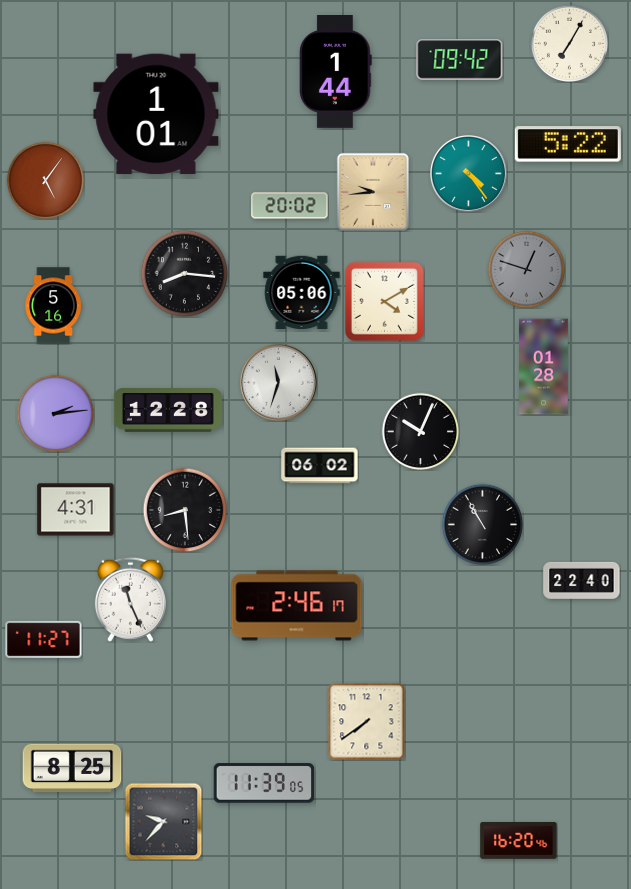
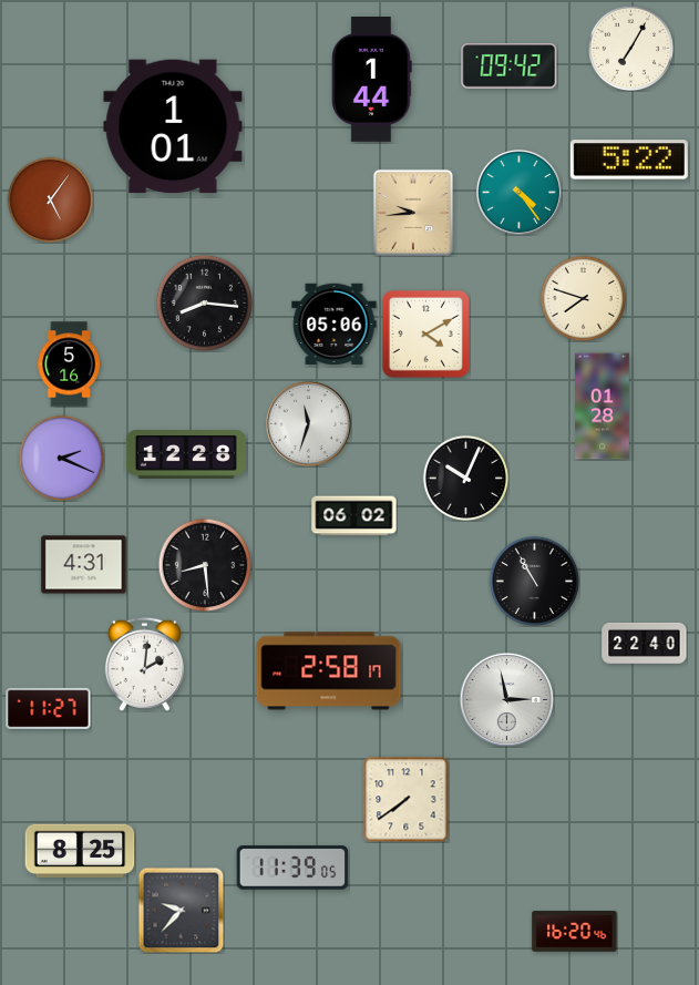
clock at (290, 206): 20:02 -> none
clock at (526, 269): 12:48 -> 7:48
clock at (526, 269) dial: grey -> cream
clock at (53, 306) position: (53, 306) -> (69, 365)
clock at (55, 413): 2:14 -> 2:19
clock at (130, 599): 11:26 -> 2:01
clock at (297, 606): 2:46 -> 2:58
clock at (506, 699): none -> 2:58
